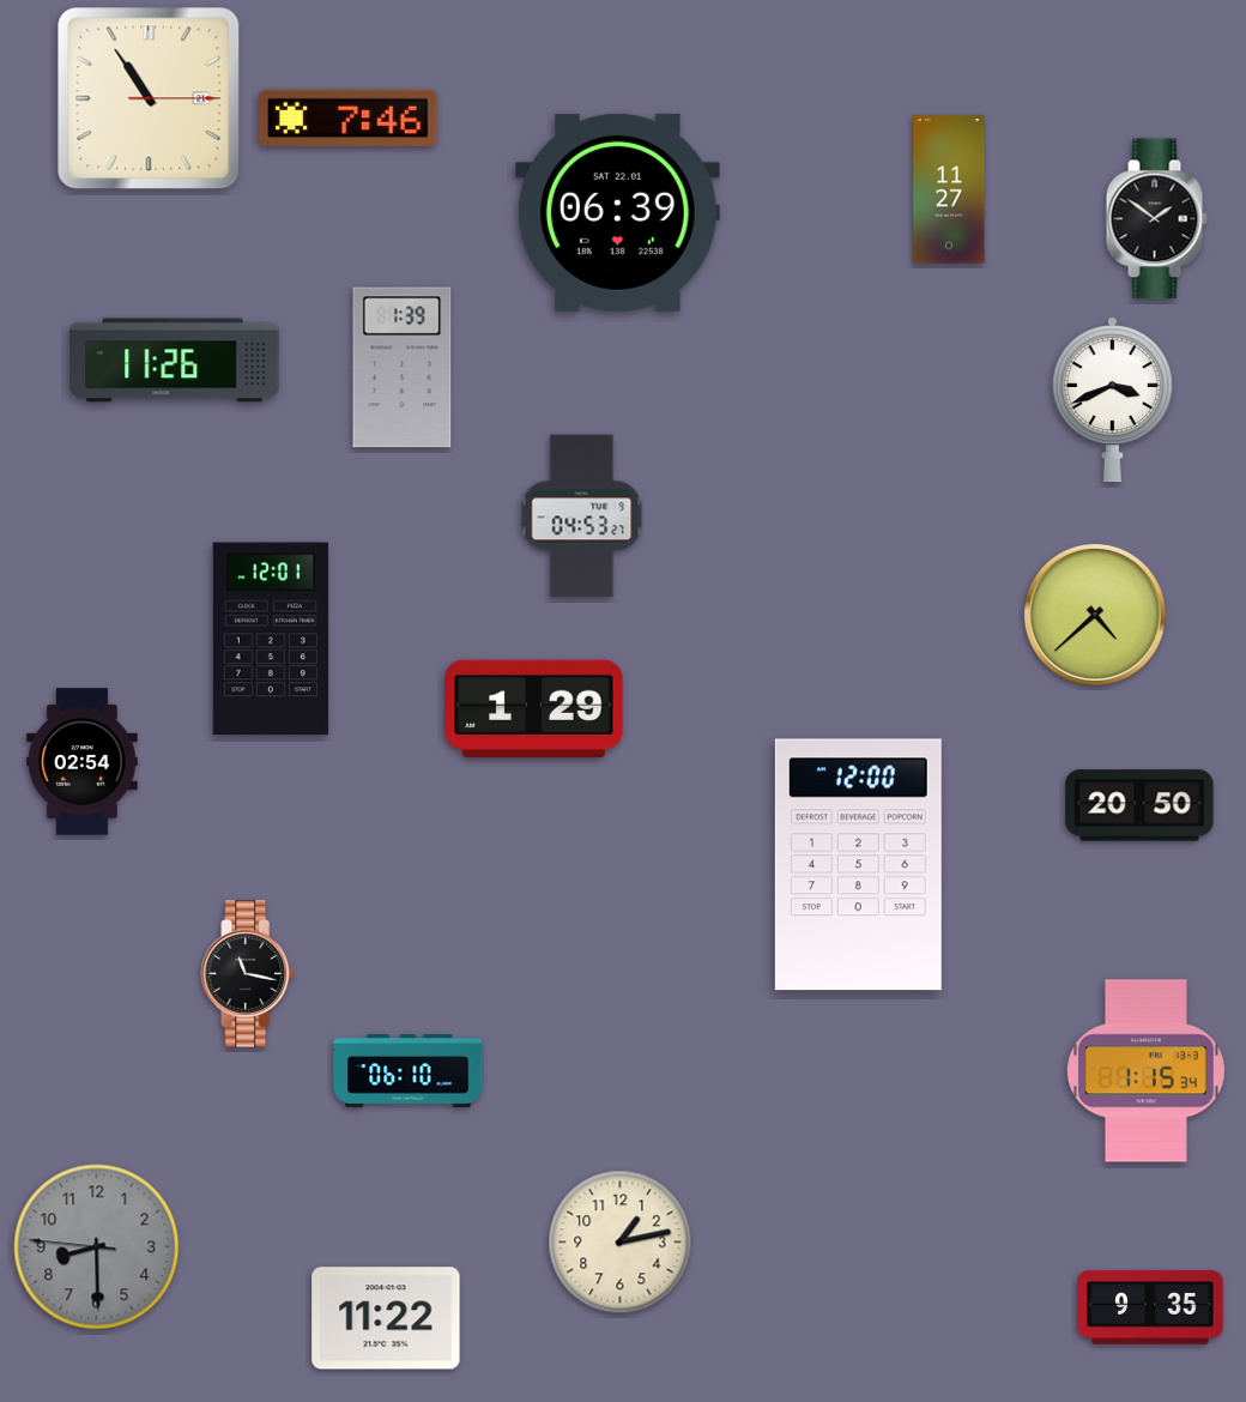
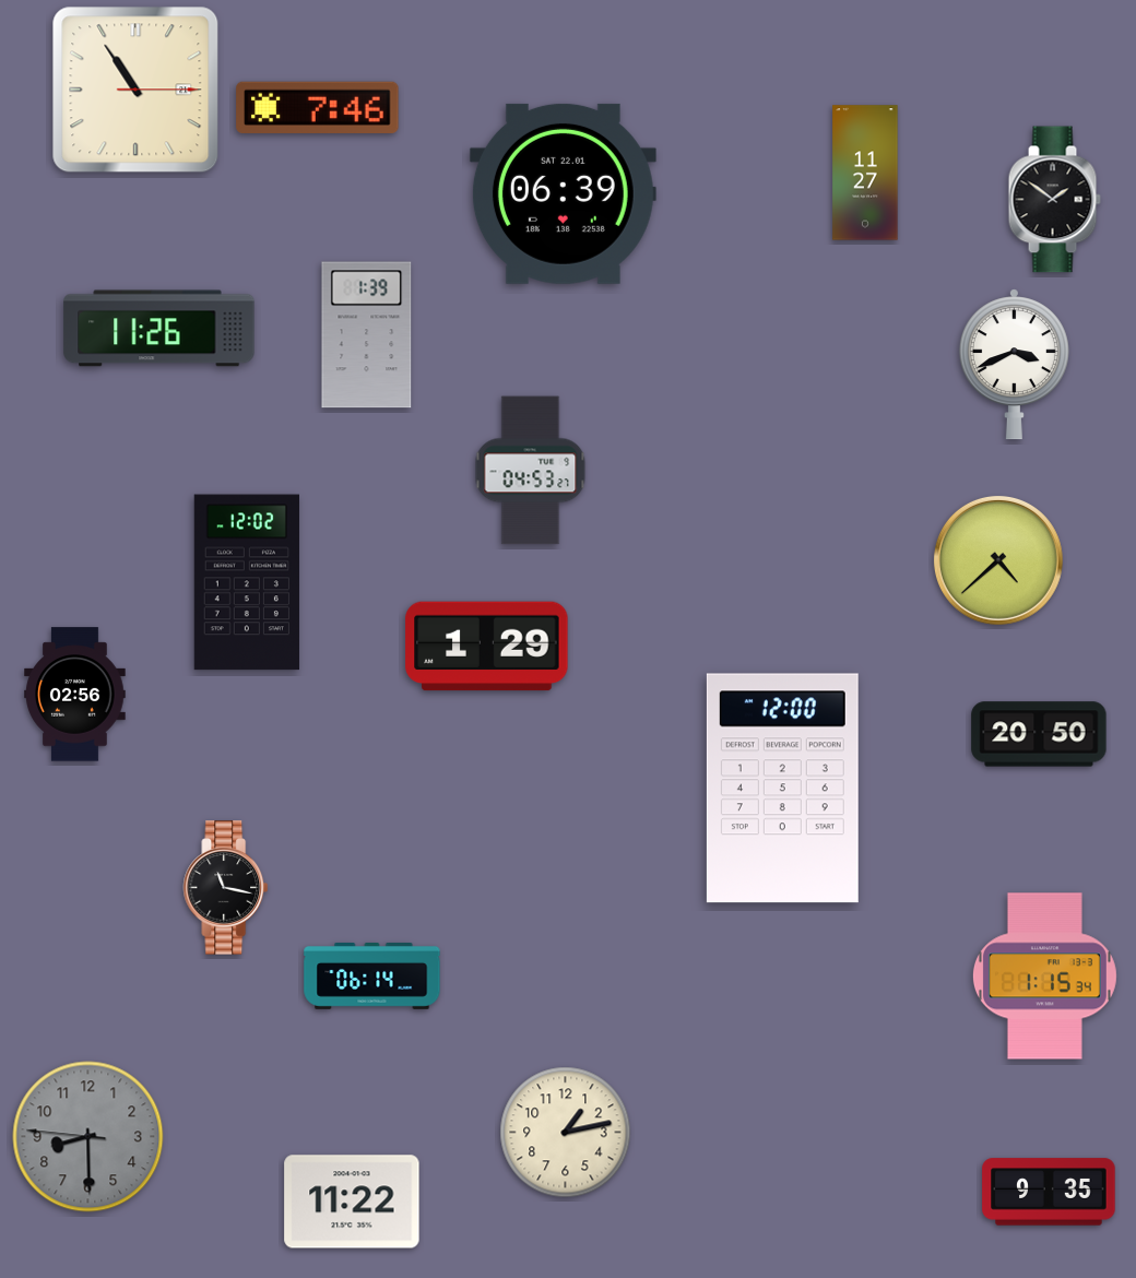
clock at (271, 639): 12:01 -> 12:02
clock at (83, 762): 02:54 -> 02:56
clock at (409, 1071): 06:10 -> 06:14
